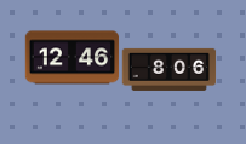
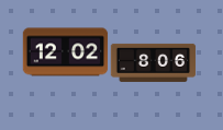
clock at (71, 58): 12:46 -> 12:02
